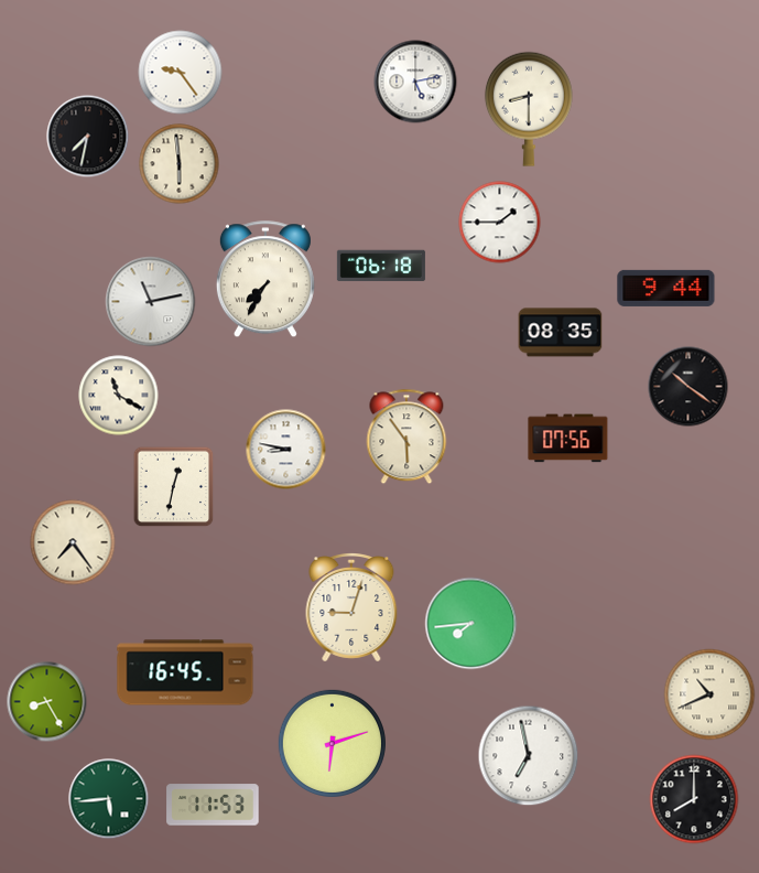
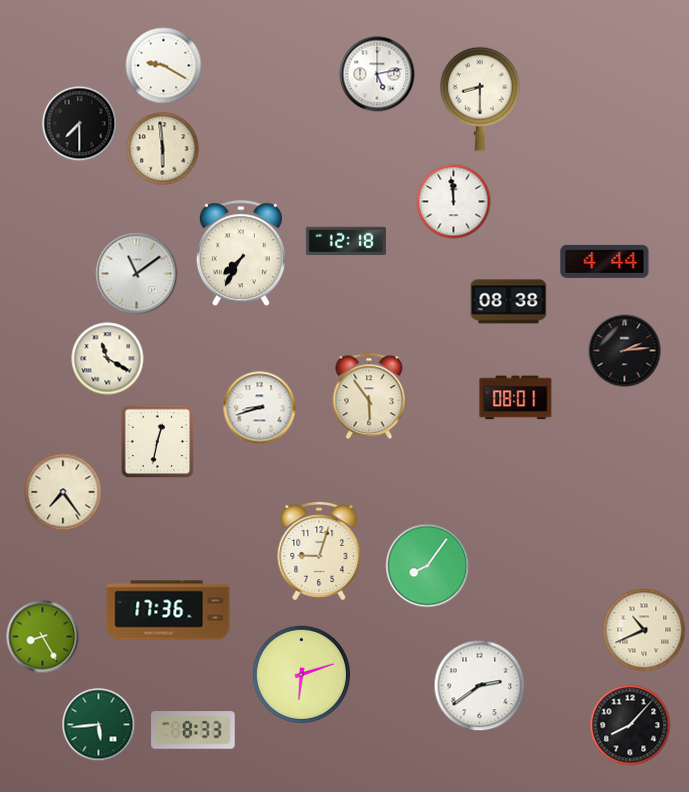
clock at (181, 73): 9:24 -> 9:20
clock at (88, 137): 7:32 -> 7:30
clock at (500, 223): 1:45 -> 11:59
clock at (381, 266): 06:18 -> 12:18
clock at (666, 288): 9:44 -> 4:44
clock at (151, 302): 11:13 -> 11:09
clock at (561, 333): 08:35 -> 08:38
clock at (688, 387): 10:21 -> 2:14
clock at (568, 439): 07:56 -> 08:01
clock at (286, 450): 8:47 -> 8:42
clock at (73, 542) position: (73, 542) -> (63, 492)
clock at (471, 624): 7:44 -> 8:06
clock at (185, 672): 16:45 -> 17:36
clock at (529, 756): 6:58 -> 2:39
clock at (694, 799): 8:00 -> 8:07
clock at (213, 805): 11:53 -> 8:33
